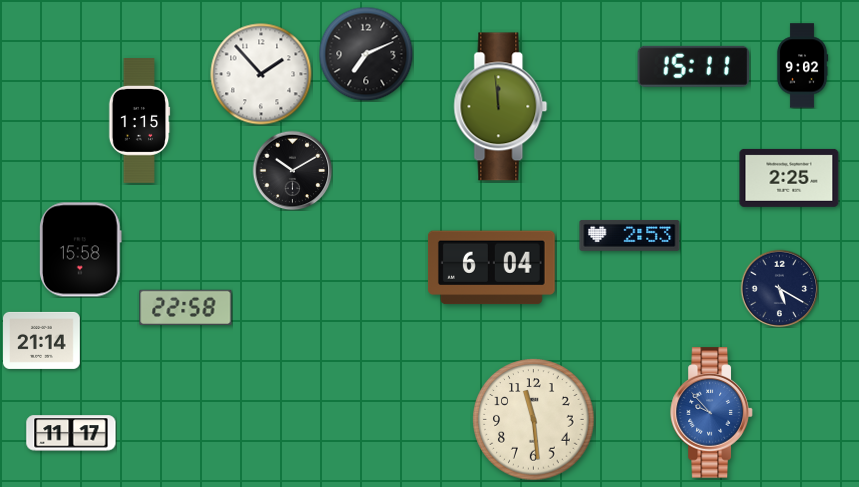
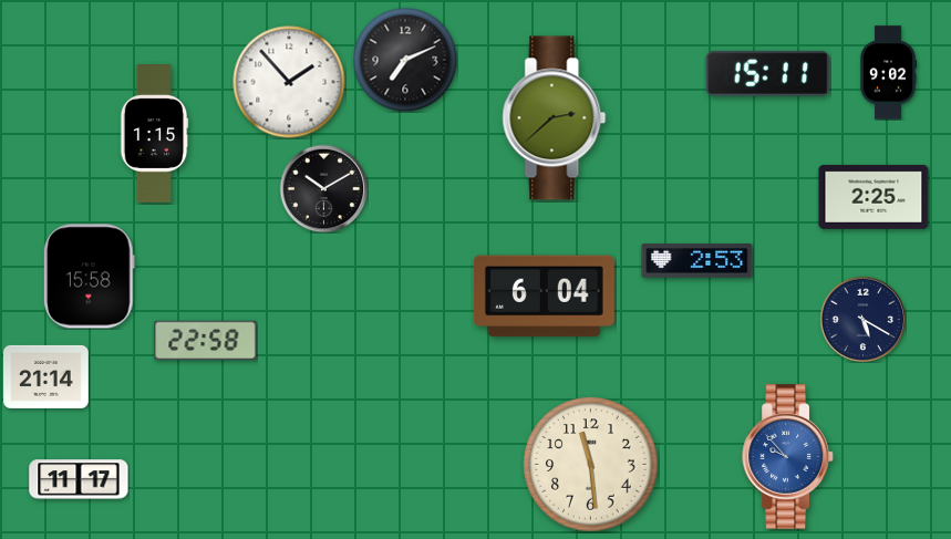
clock at (501, 107): 11:59 -> 2:38
